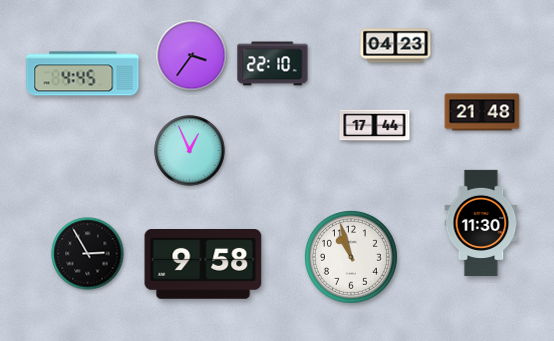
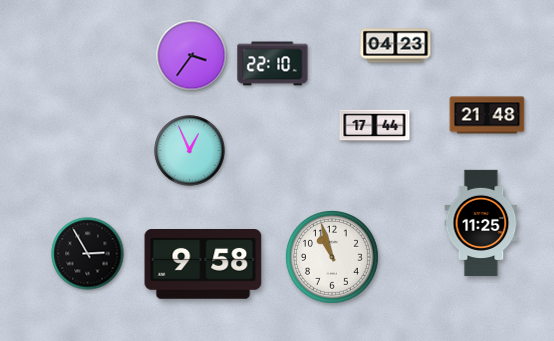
clock at (83, 74): 4:45 -> none
clock at (482, 112) position: (482, 112) -> (487, 115)
clock at (481, 223): 11:30 -> 11:25
clock at (351, 257) position: (351, 257) -> (332, 257)
